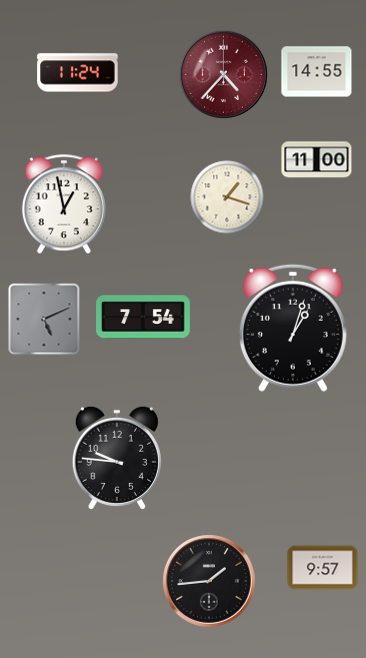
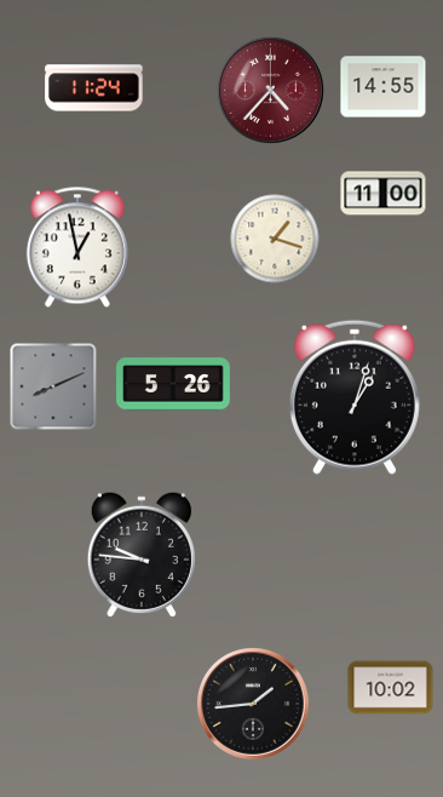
clock at (143, 317): 7:54 -> 5:26
clock at (44, 319): 5:11 -> 8:11
clock at (323, 568): 9:57 -> 10:02
